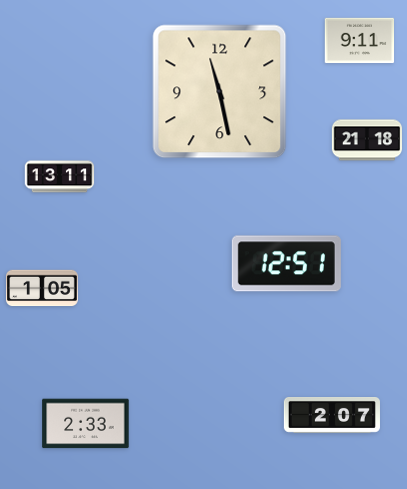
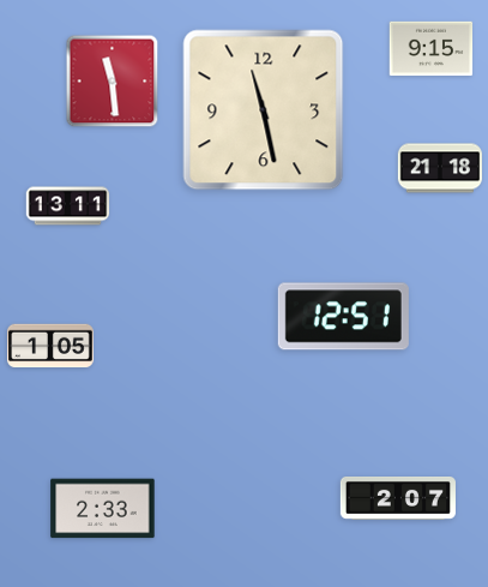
clock at (360, 41): 9:11 -> 9:15
clock at (113, 82): none -> 11:29
clock at (60, 177) position: (60, 177) -> (68, 206)
